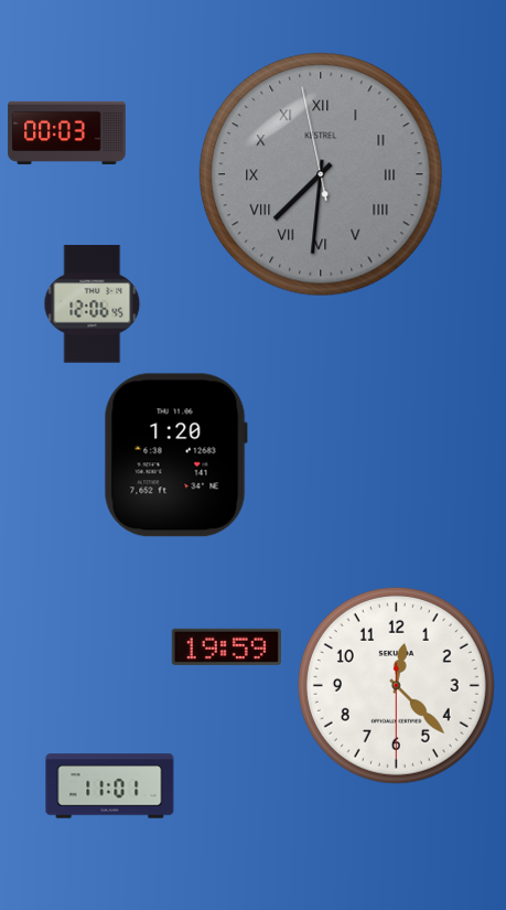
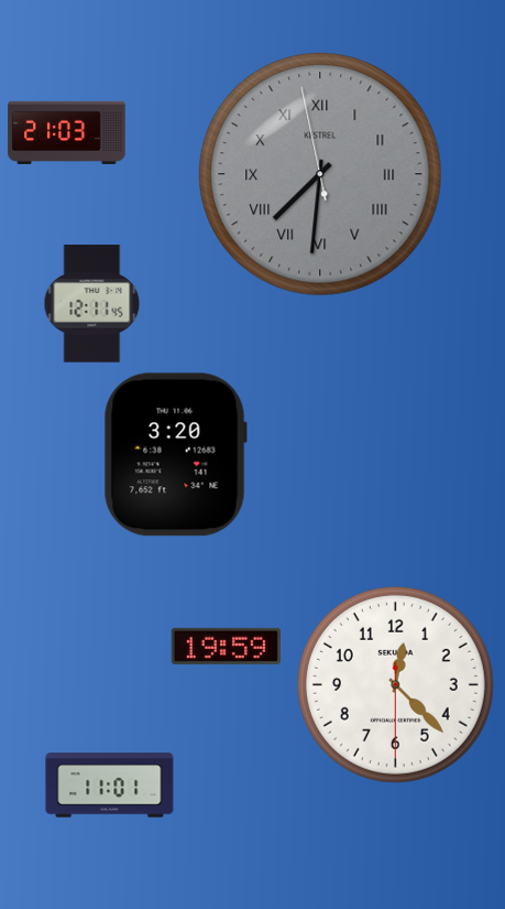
clock at (67, 132): 00:03 -> 21:03
clock at (93, 304): 12:06 -> 12:11
clock at (175, 456): 1:20 -> 3:20
